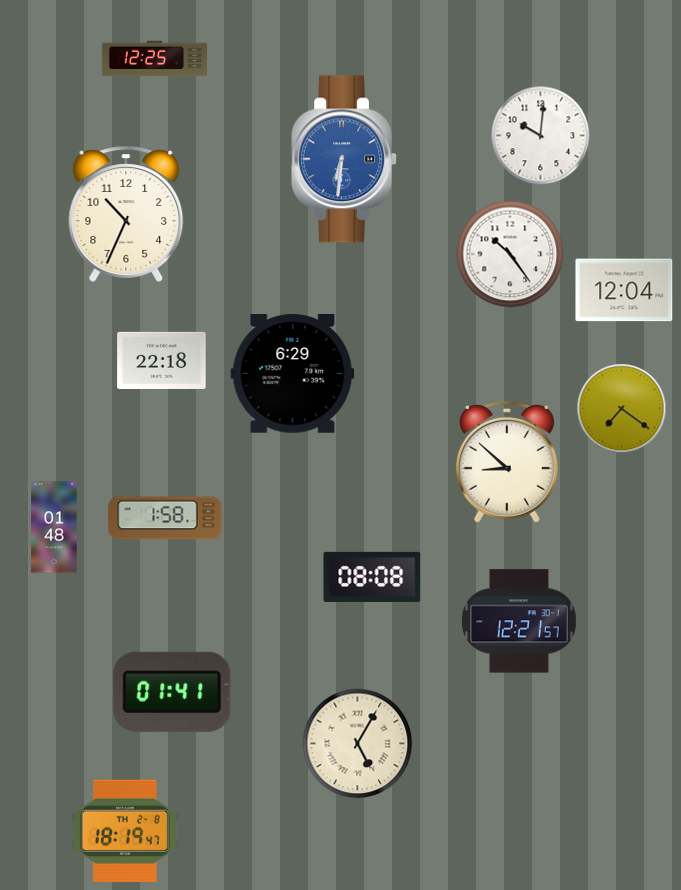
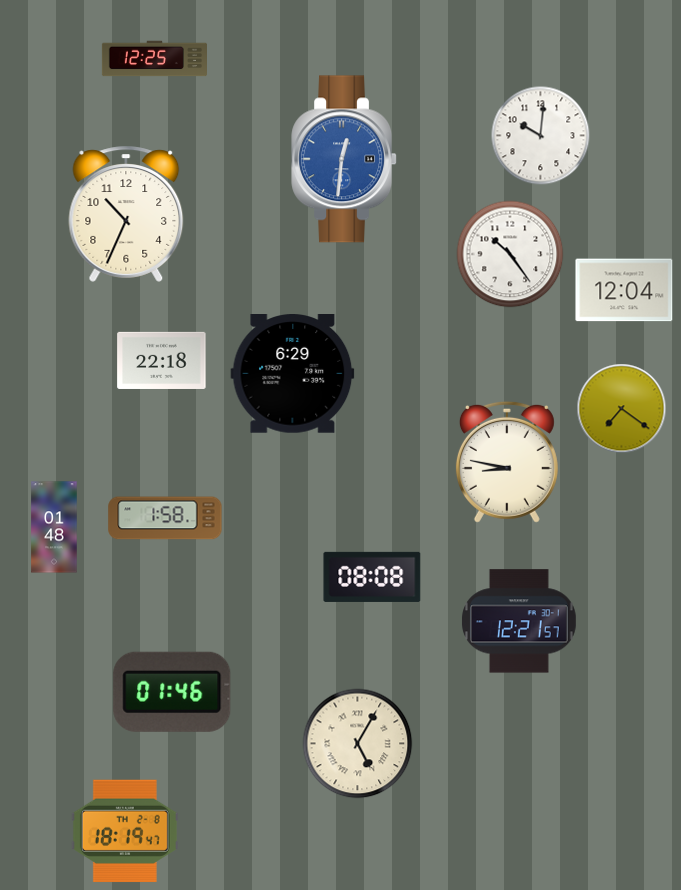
clock at (345, 159): 6:31 -> 12:31
clock at (507, 462): 8:52 -> 8:47
clock at (172, 692): 01:41 -> 01:46
